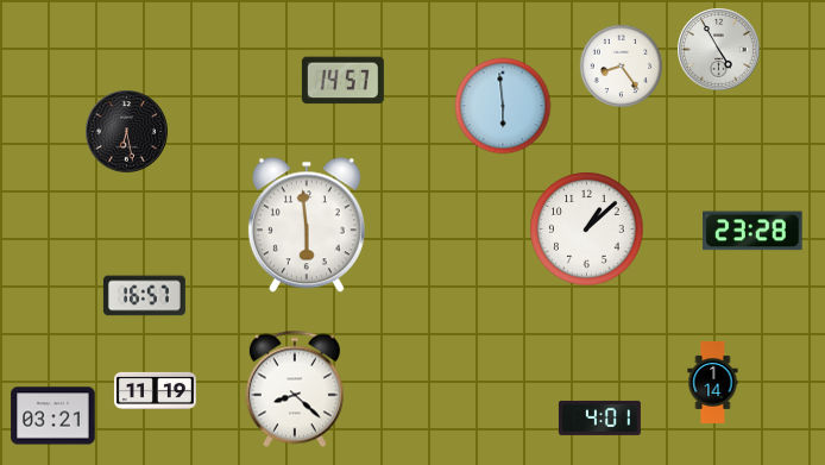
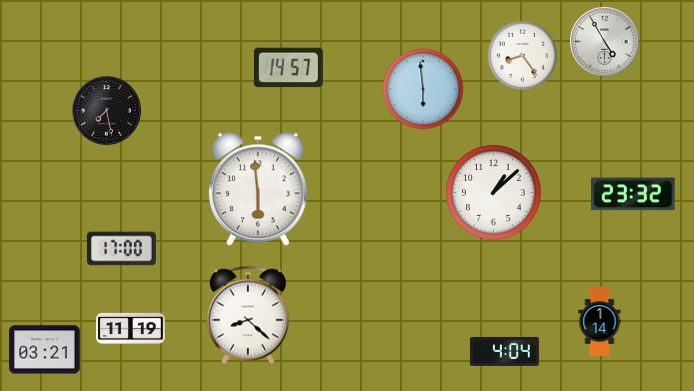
clock at (127, 132): 6:28 -> 7:28
clock at (752, 231): 23:28 -> 23:32
clock at (144, 296): 16:57 -> 17:00
clock at (295, 389) position: (295, 389) -> (248, 315)
clock at (599, 417): 4:01 -> 4:04
